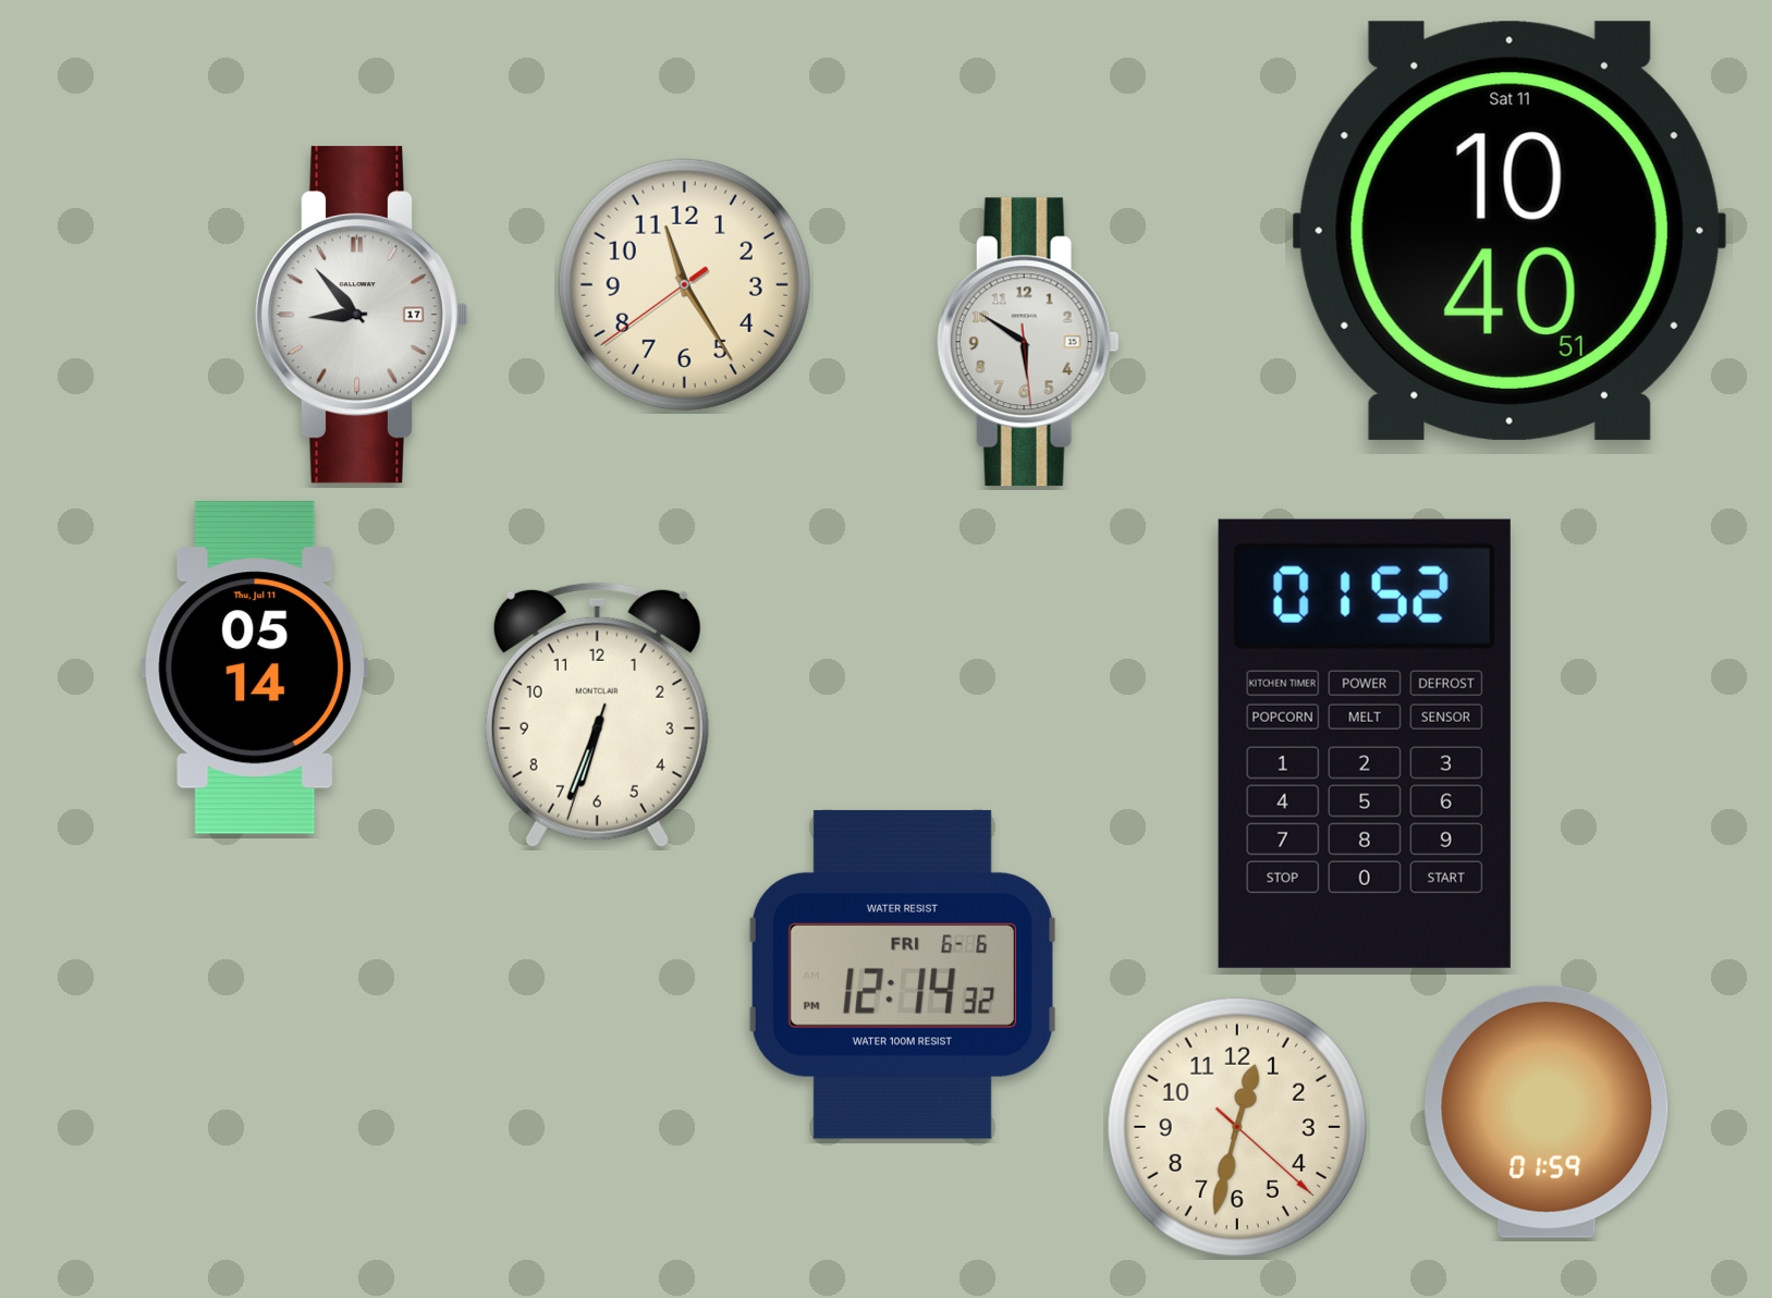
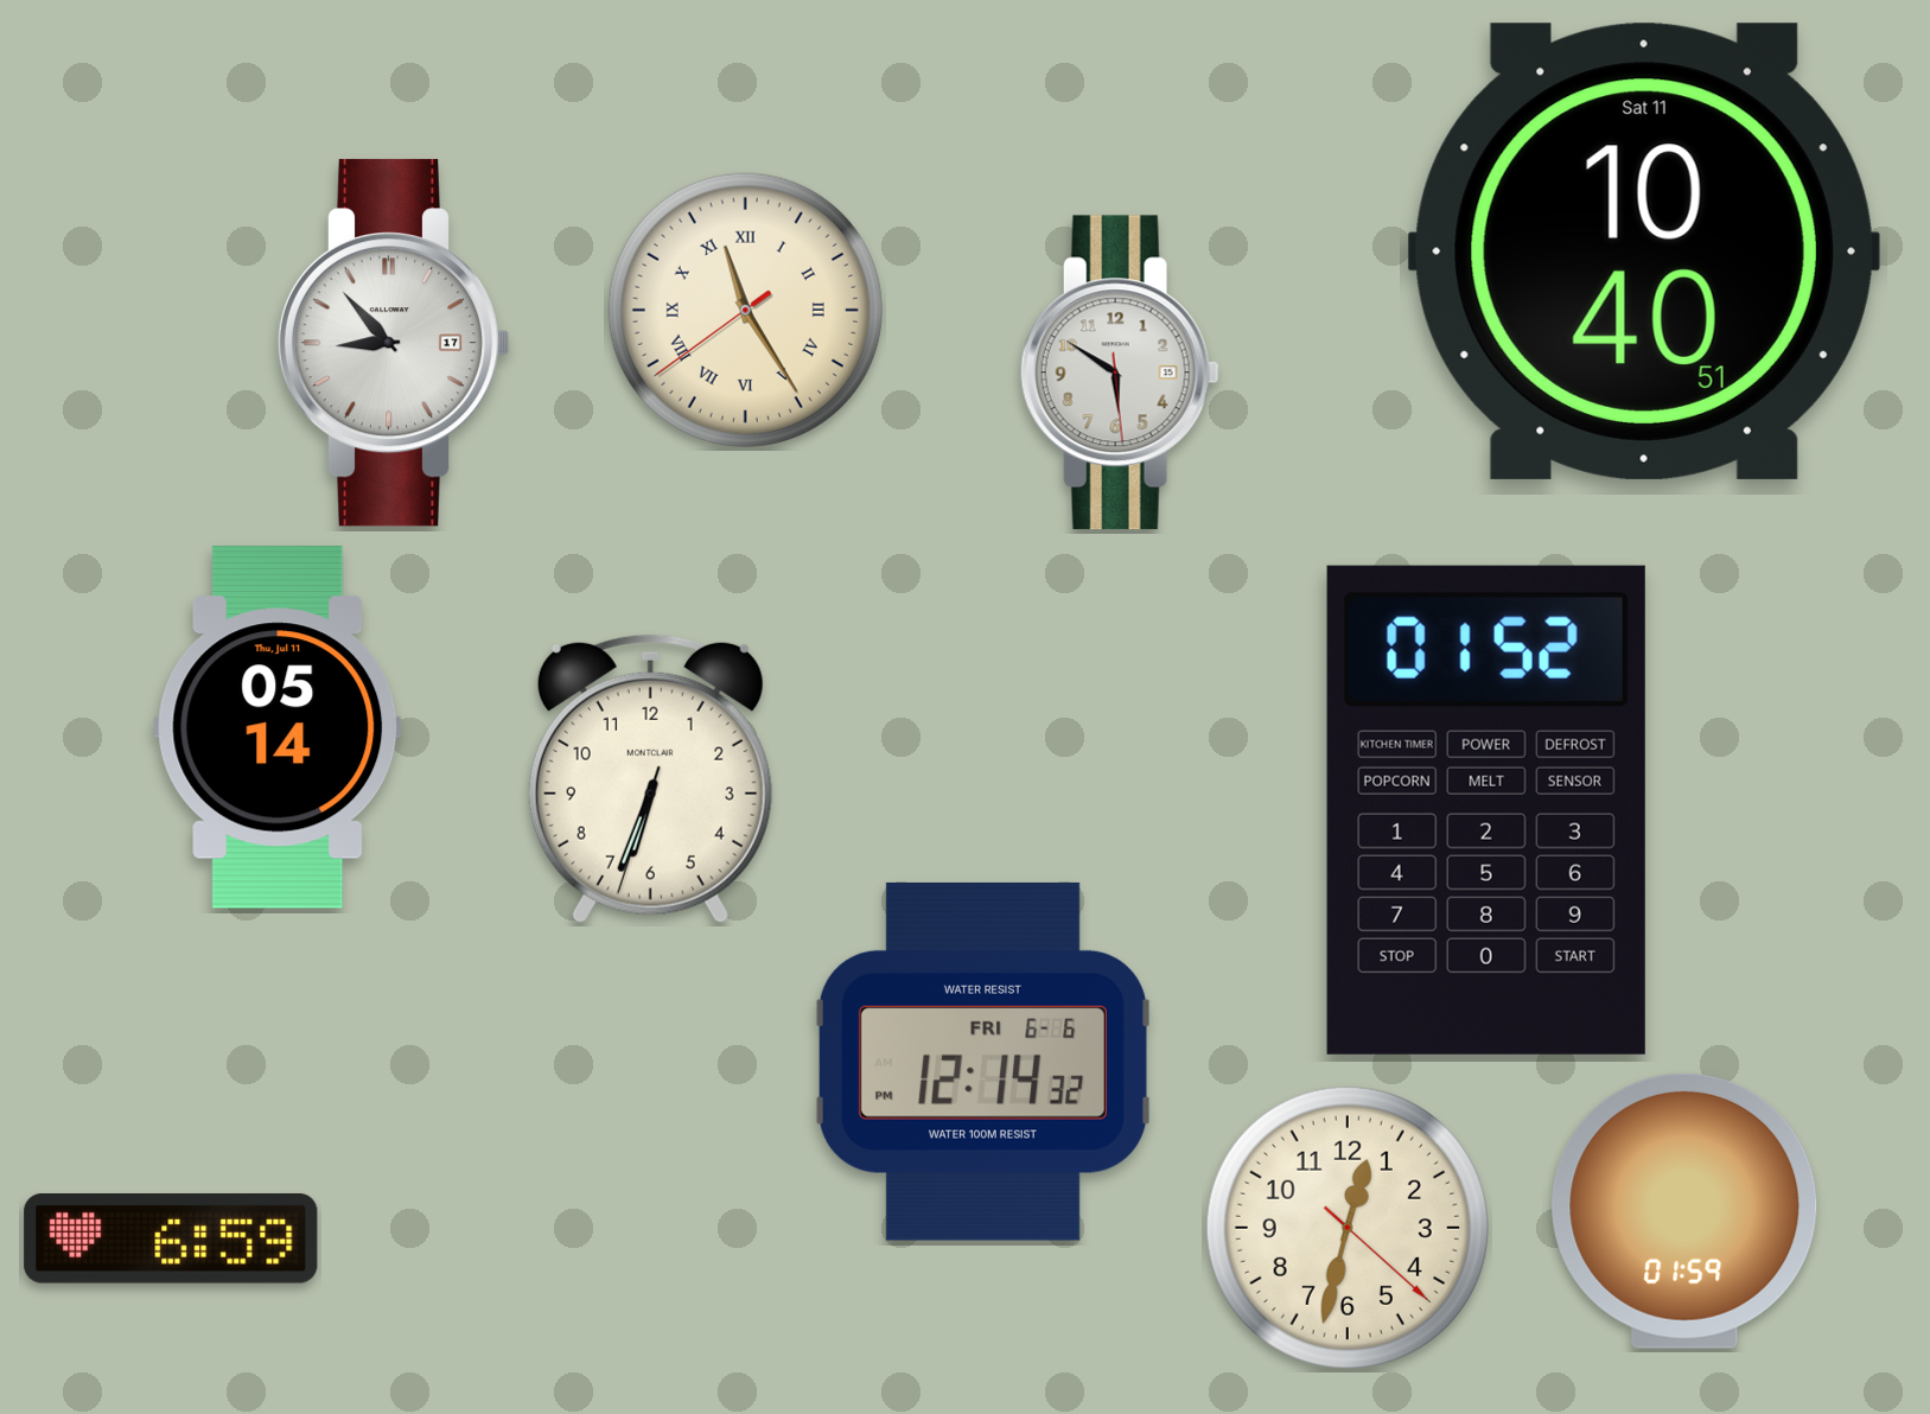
clock at (684, 284) numerals: Arabic -> Roman
clock at (171, 1240): none -> 6:59
